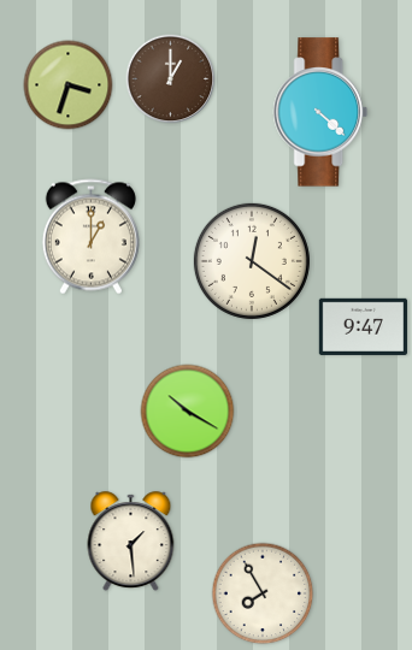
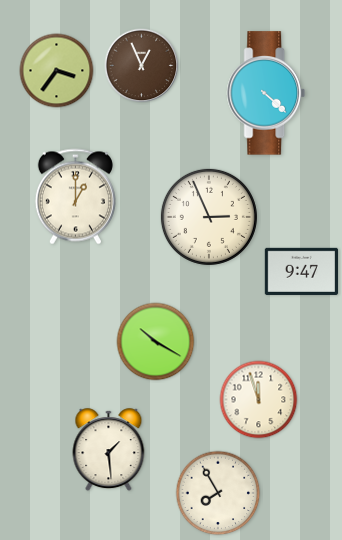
clock at (171, 79): 1:00 -> 12:56
clock at (69, 85): 3:33 -> 3:36
clock at (252, 261): 12:21 -> 2:56
clock at (259, 400): none -> 11:57
